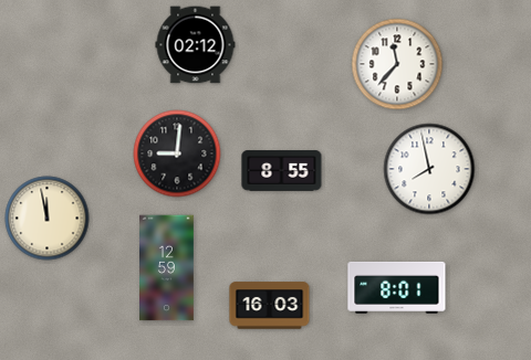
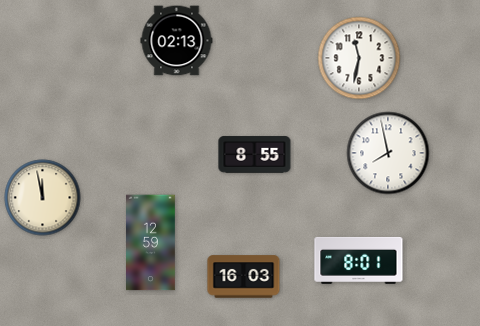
clock at (196, 45): 02:12 -> 02:13
clock at (397, 64): 11:37 -> 11:32
clock at (177, 153): 9:01 -> none
